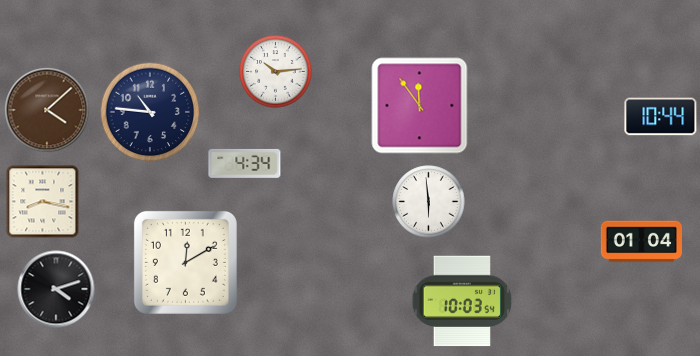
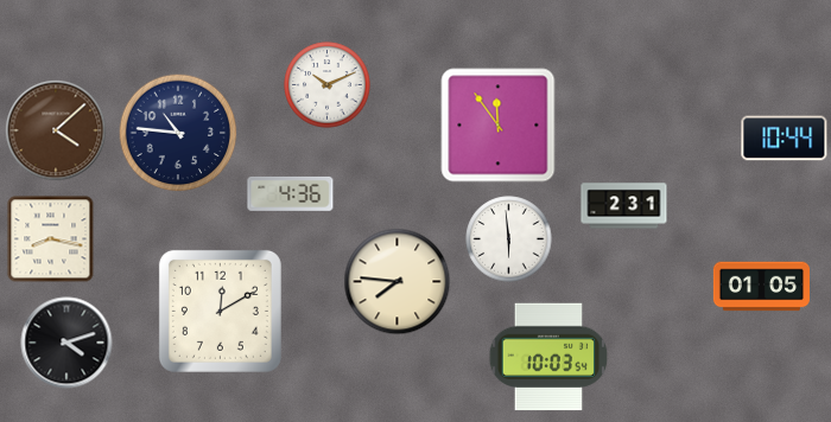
clock at (276, 72): 10:14 -> 10:11
clock at (245, 163): 4:34 -> 4:36
clock at (624, 206): none -> 2:31
clock at (398, 282): none -> 7:46
clock at (641, 242): 01:04 -> 01:05
